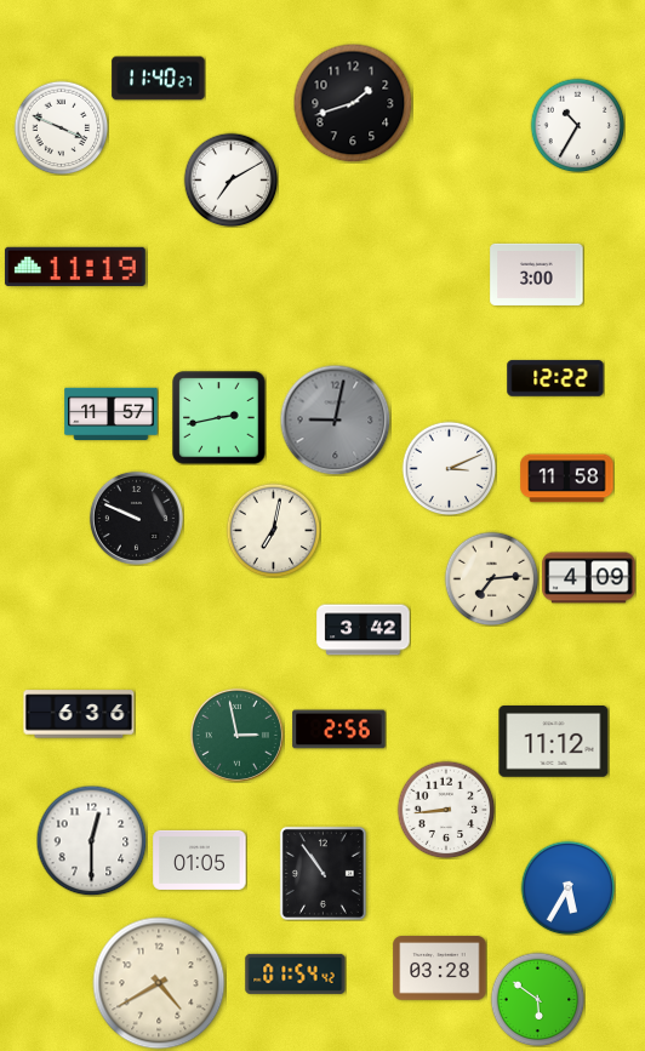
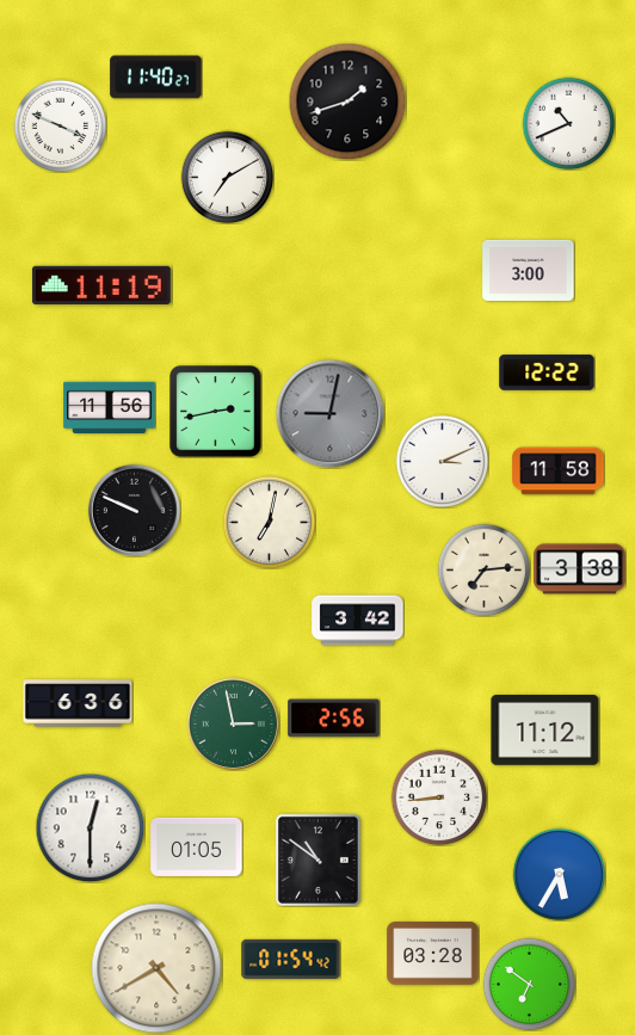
clock at (577, 125): 10:35 -> 10:41
clock at (75, 267) position: (75, 267) -> (101, 285)
clock at (112, 413): 11:57 -> 11:56
clock at (589, 578): 4:09 -> 3:38
clock at (322, 873): 10:54 -> 10:51
clock at (537, 999): 5:51 -> 6:51
